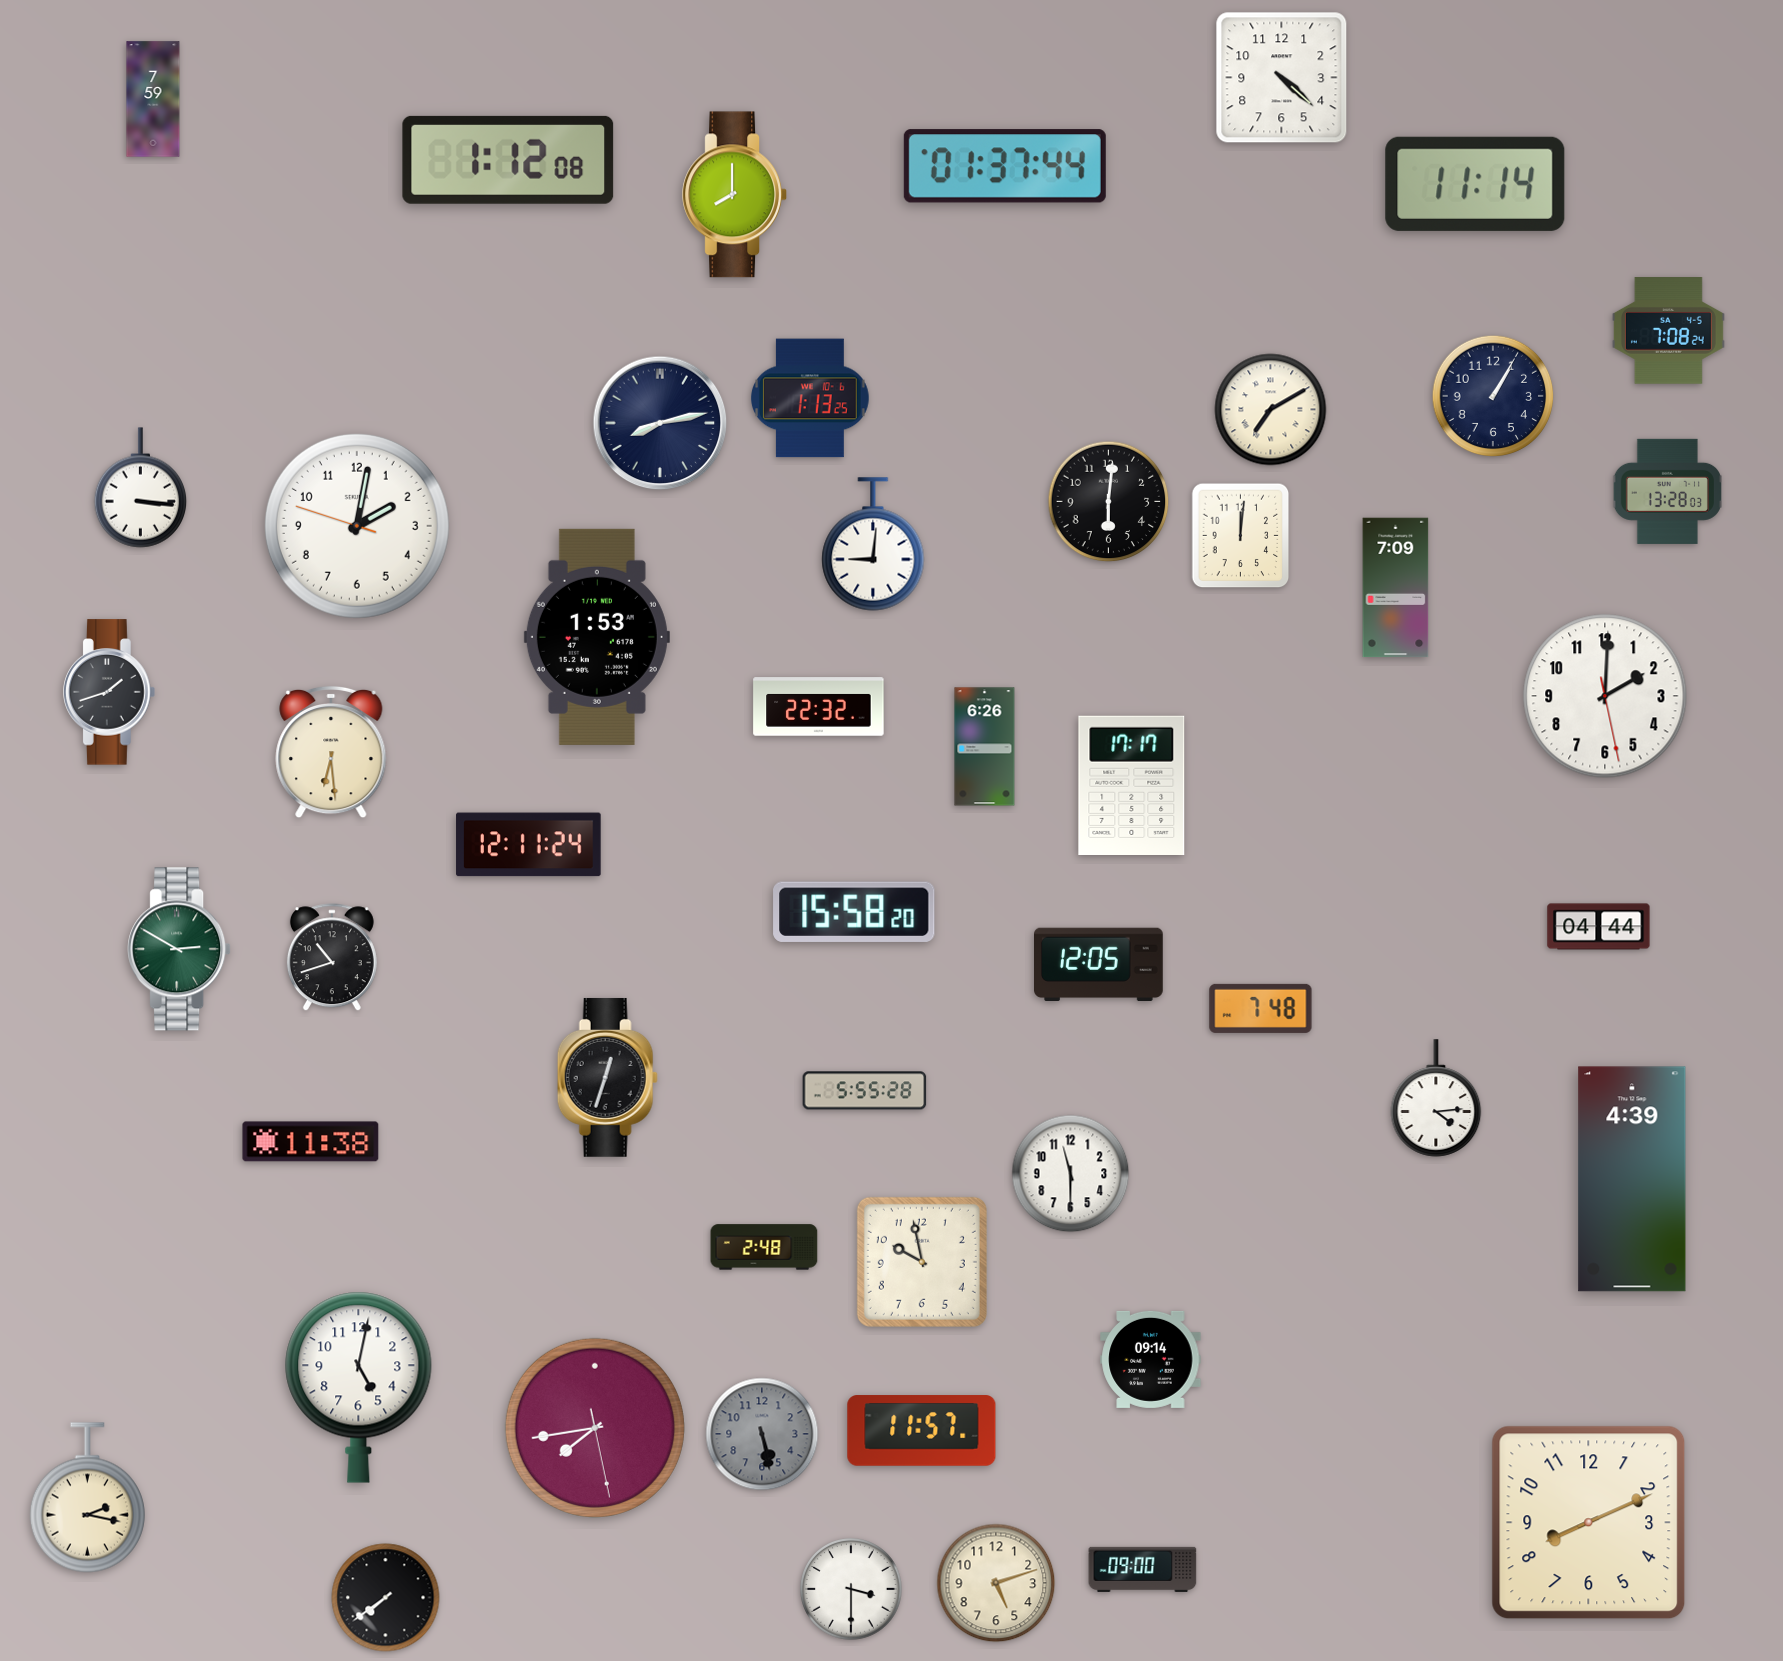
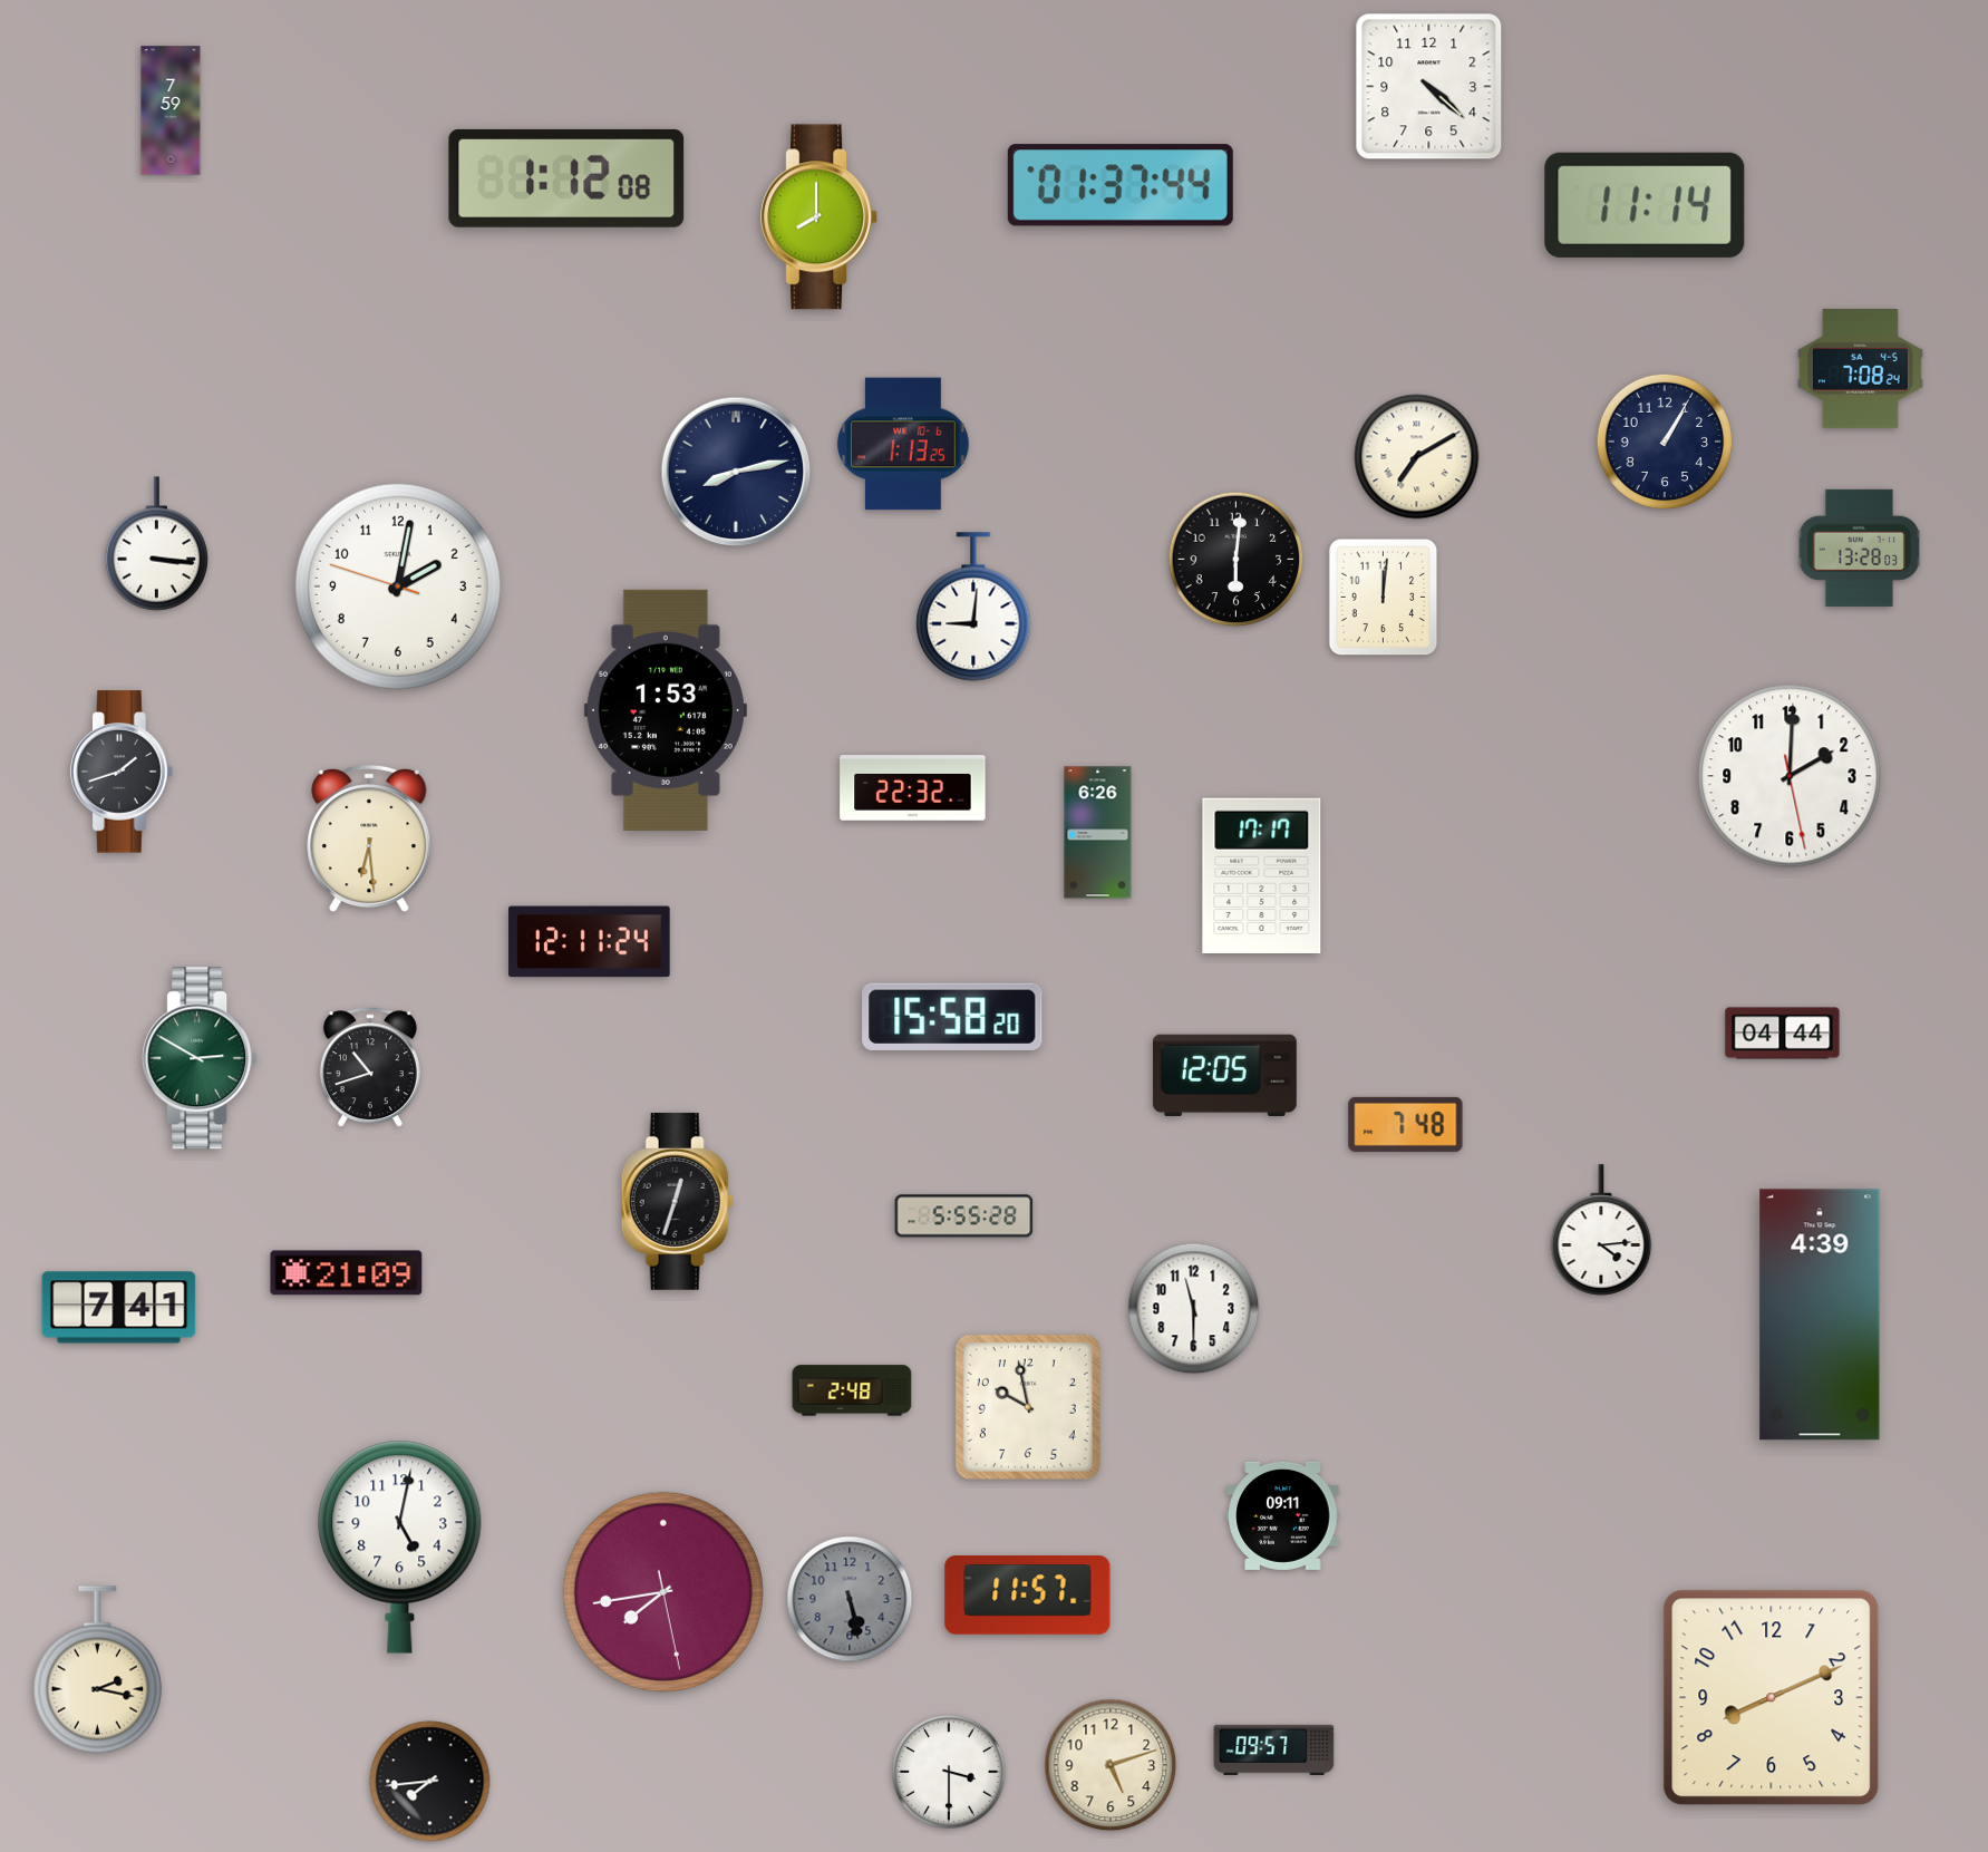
clock at (1396, 588): 7:09 -> none
clock at (1436, 1098) position: (1436, 1098) -> (1601, 1230)
clock at (311, 1142): 11:38 -> 21:09
clock at (119, 1308): none -> 7:41
clock at (1151, 1359): 09:14 -> 09:11
clock at (1143, 1569): 09:00 -> 09:57
clock at (386, 1598): 7:39 -> 7:44
